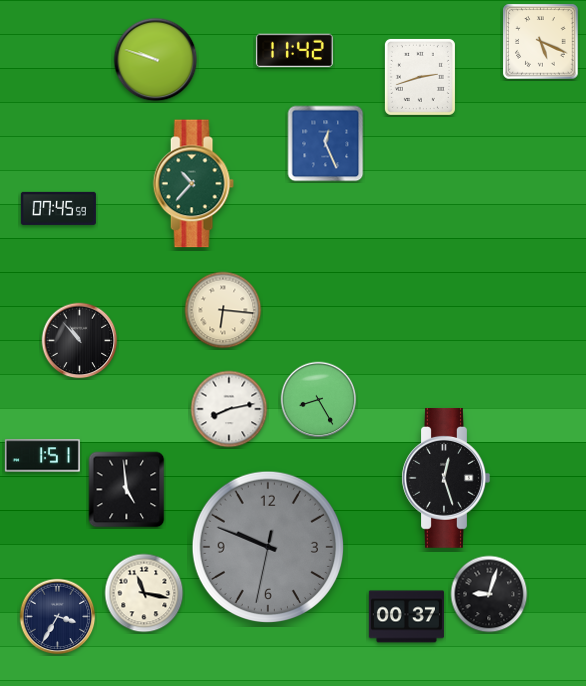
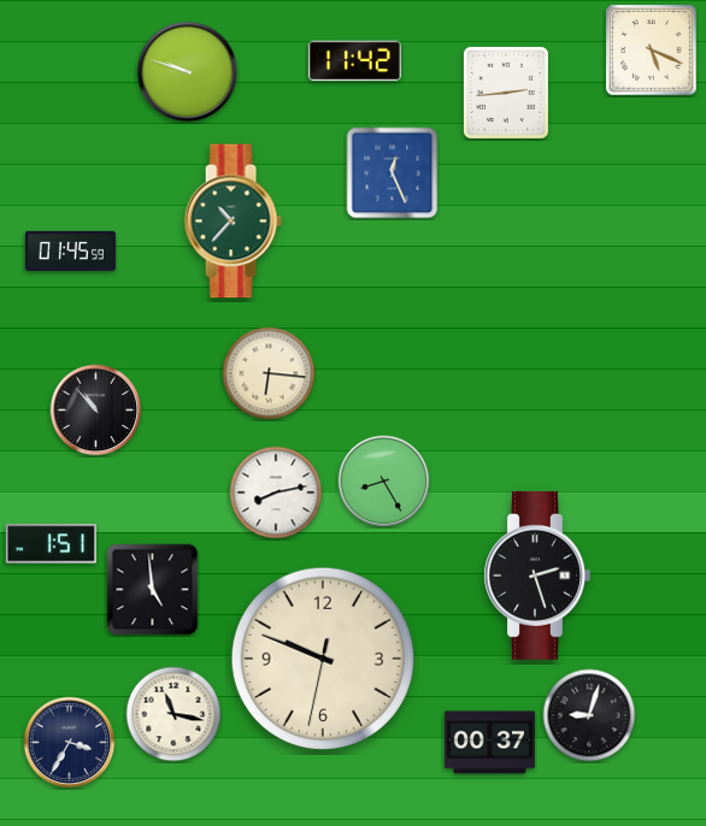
clock at (420, 77): 2:42 -> 2:44
clock at (58, 208): 07:45 -> 01:45
clock at (42, 456) position: (42, 456) -> (51, 544)
clock at (446, 479): 12:27 -> 2:27
clock at (268, 547) dial: grey -> cream
